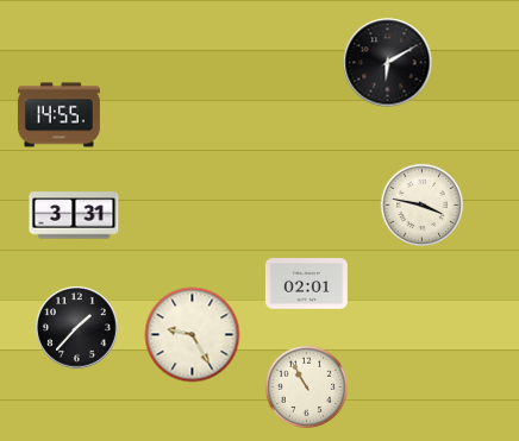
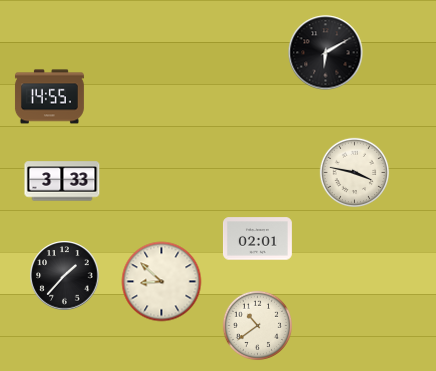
clock at (74, 215): 3:31 -> 3:33
clock at (193, 335): 9:25 -> 8:52
clock at (307, 388): 10:55 -> 10:39
